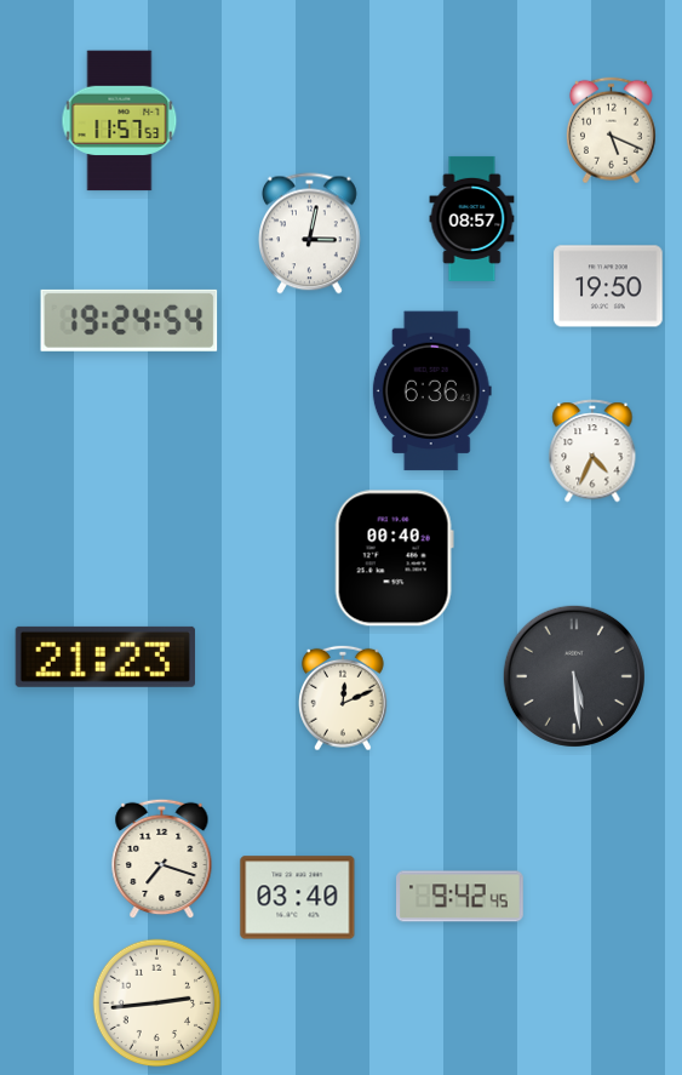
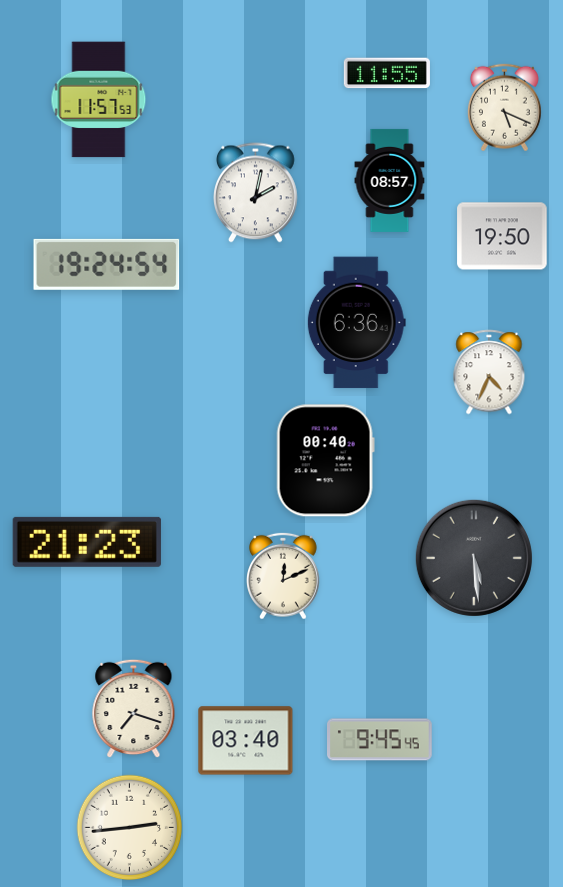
clock at (387, 73): none -> 11:55
clock at (310, 234): 3:02 -> 2:02
clock at (460, 897): 9:42 -> 9:45
